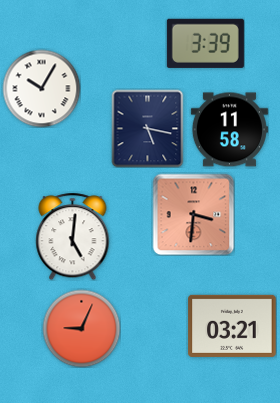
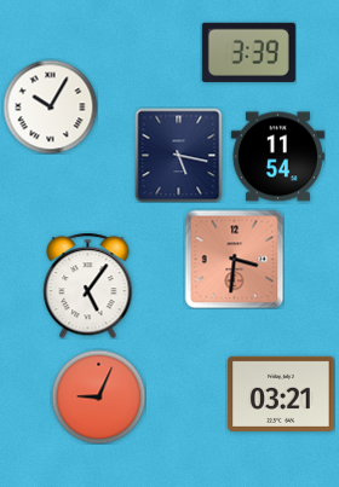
clock at (229, 130): 11:58 -> 11:54
clock at (73, 236): 5:01 -> 5:06
